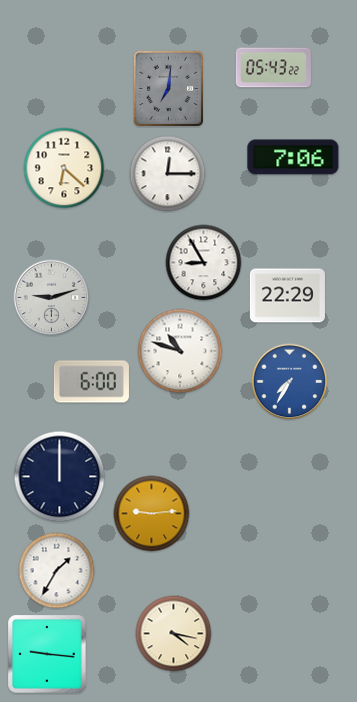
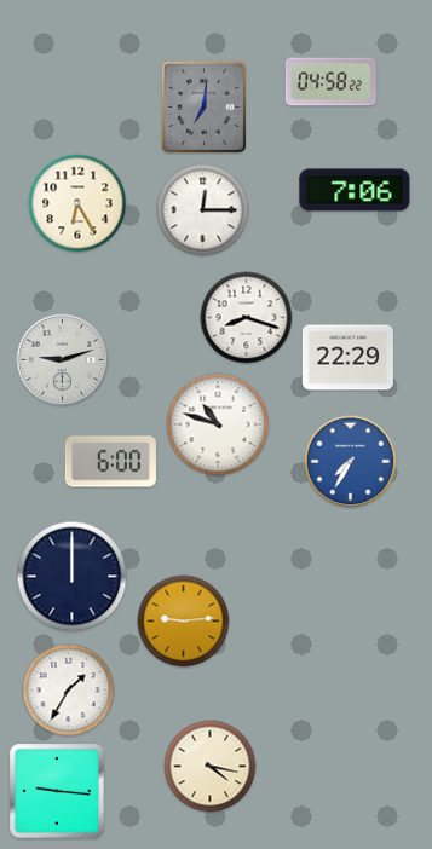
clock at (273, 68): 05:43 -> 04:58
clock at (64, 168): 6:22 -> 6:25
clock at (204, 263): 8:55 -> 8:18
